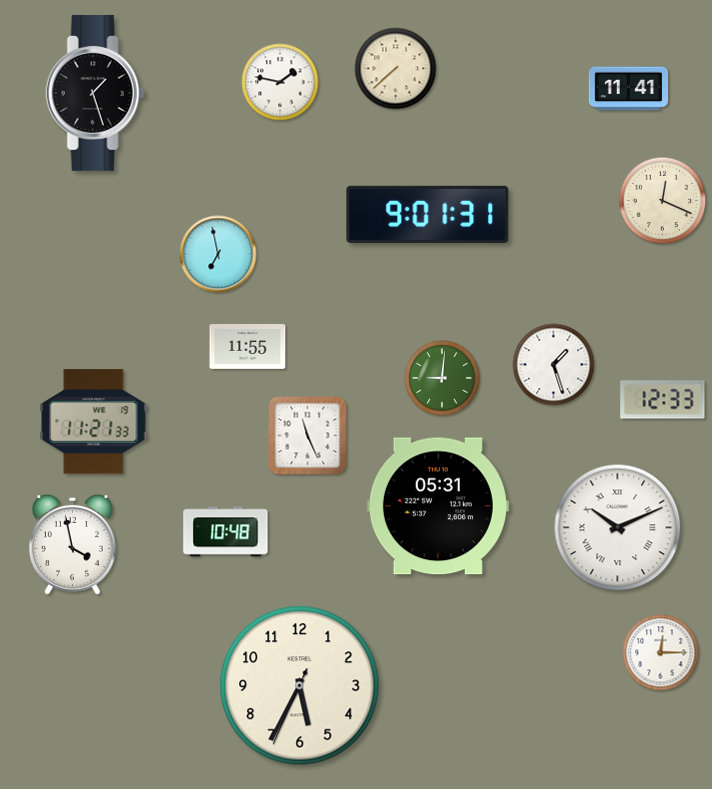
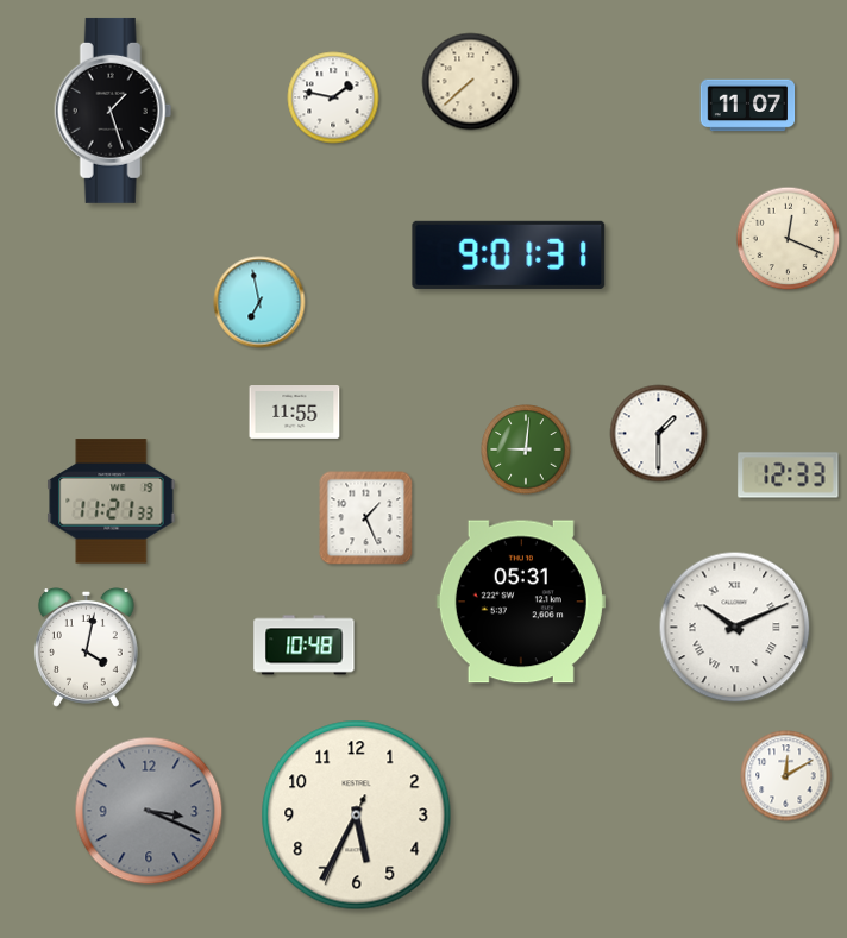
clock at (629, 89): 11:41 -> 11:07
clock at (554, 365): 1:27 -> 1:30
clock at (308, 436): 11:26 -> 1:26
clock at (226, 532) position: (226, 532) -> (305, 646)
clock at (72, 545): 3:58 -> 4:02
clock at (661, 653): 12:15 -> 12:10
clock at (149, 811): none -> 3:19
